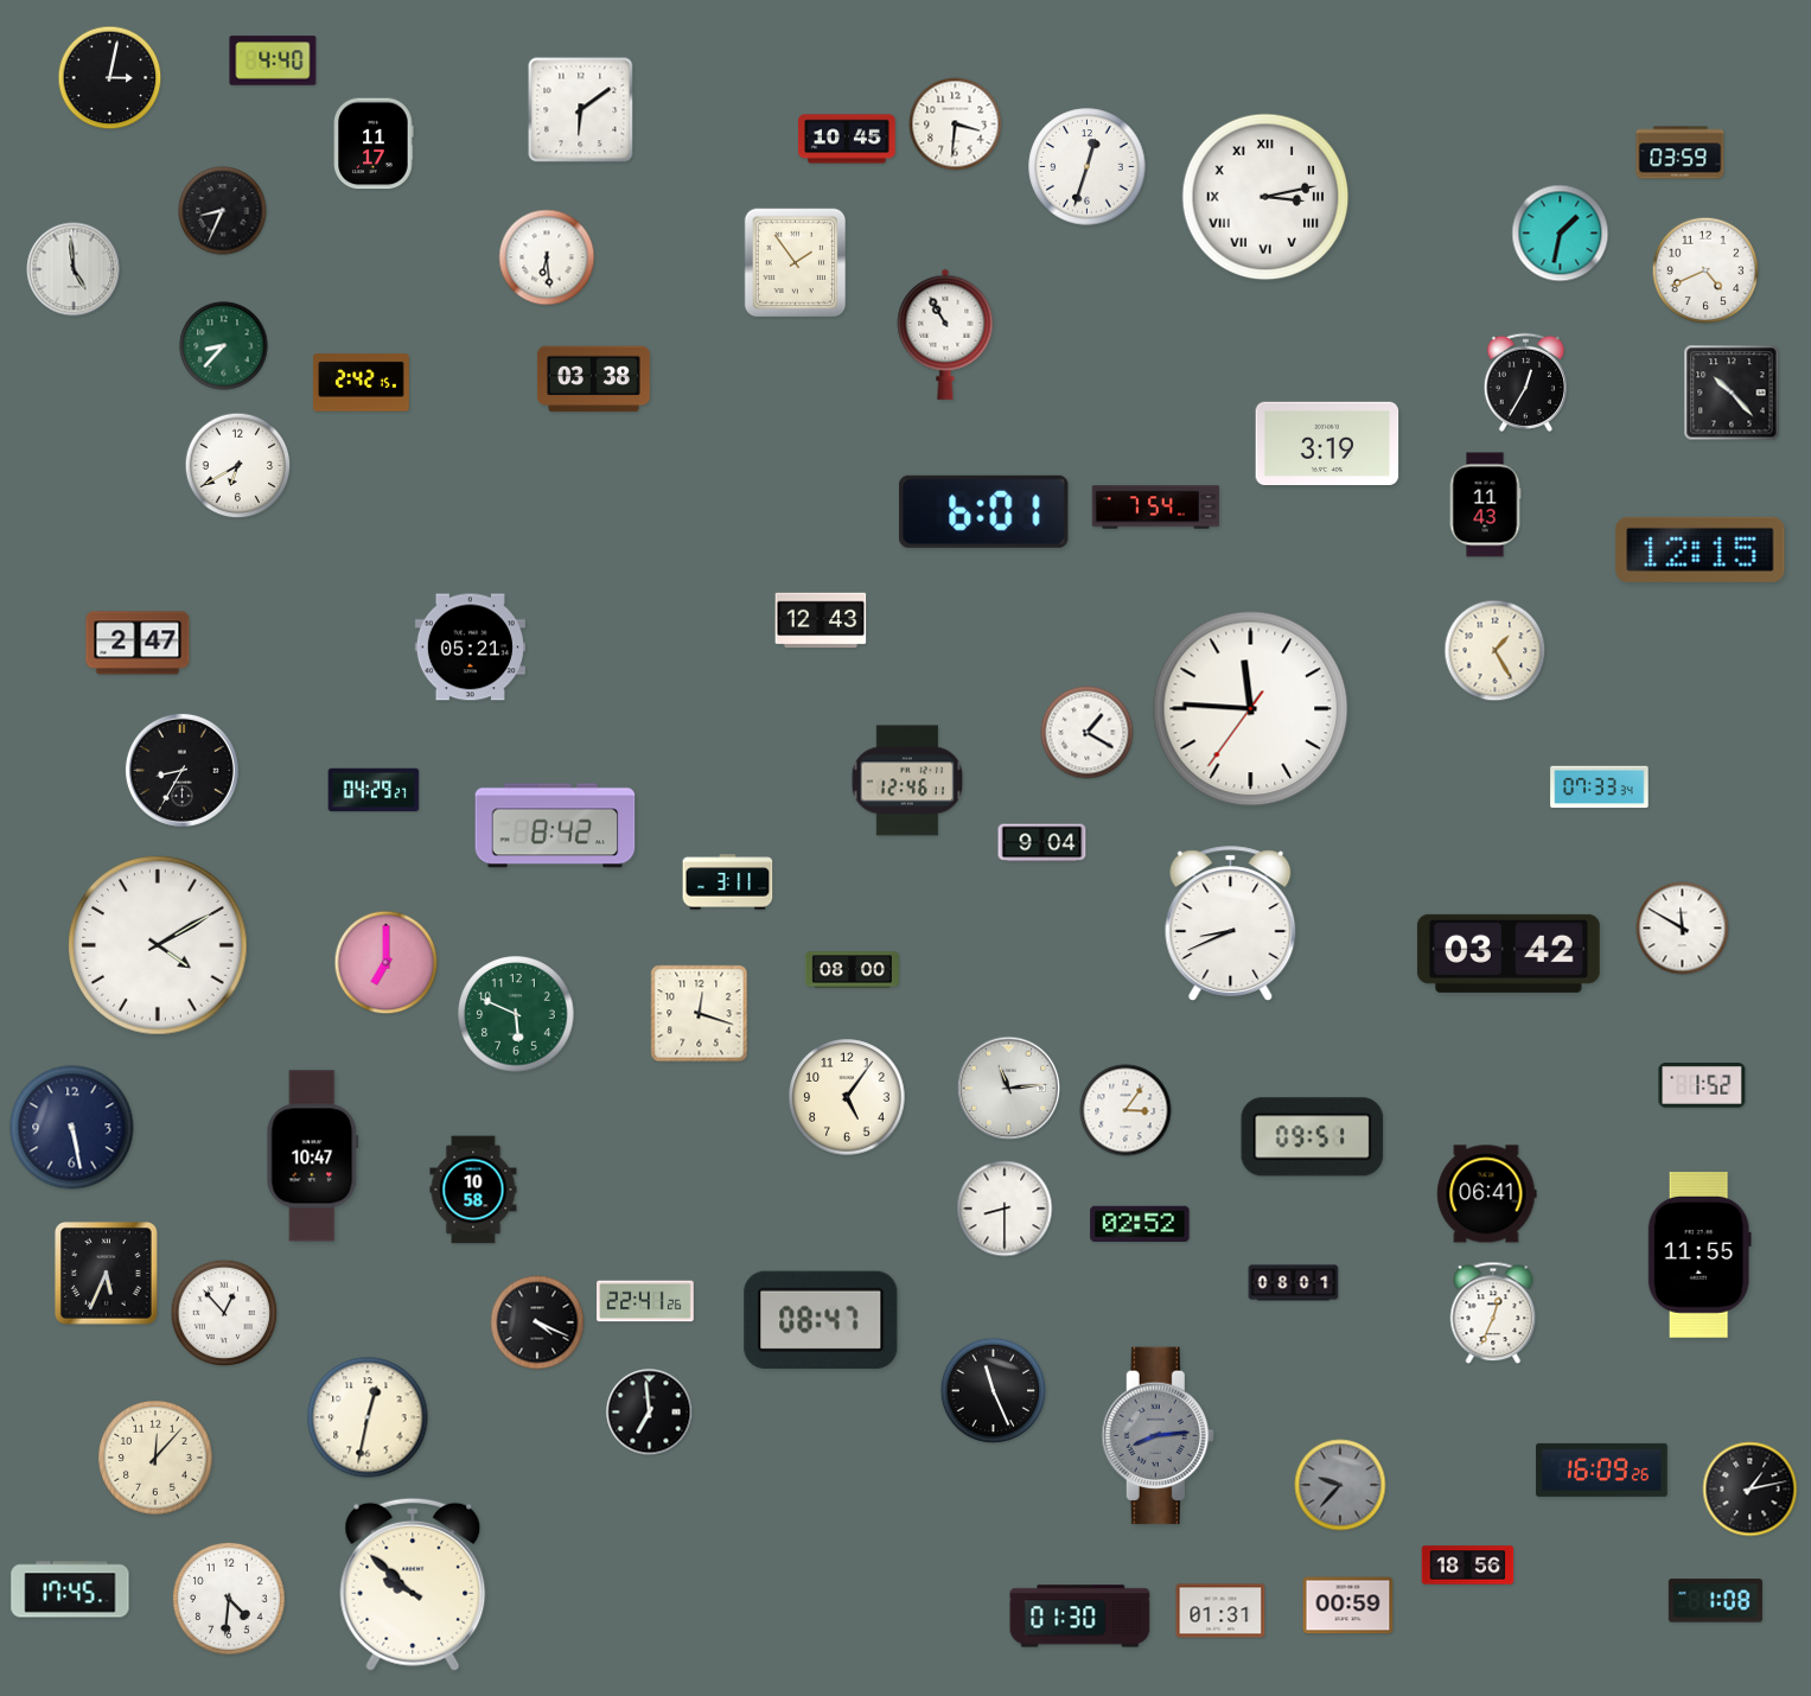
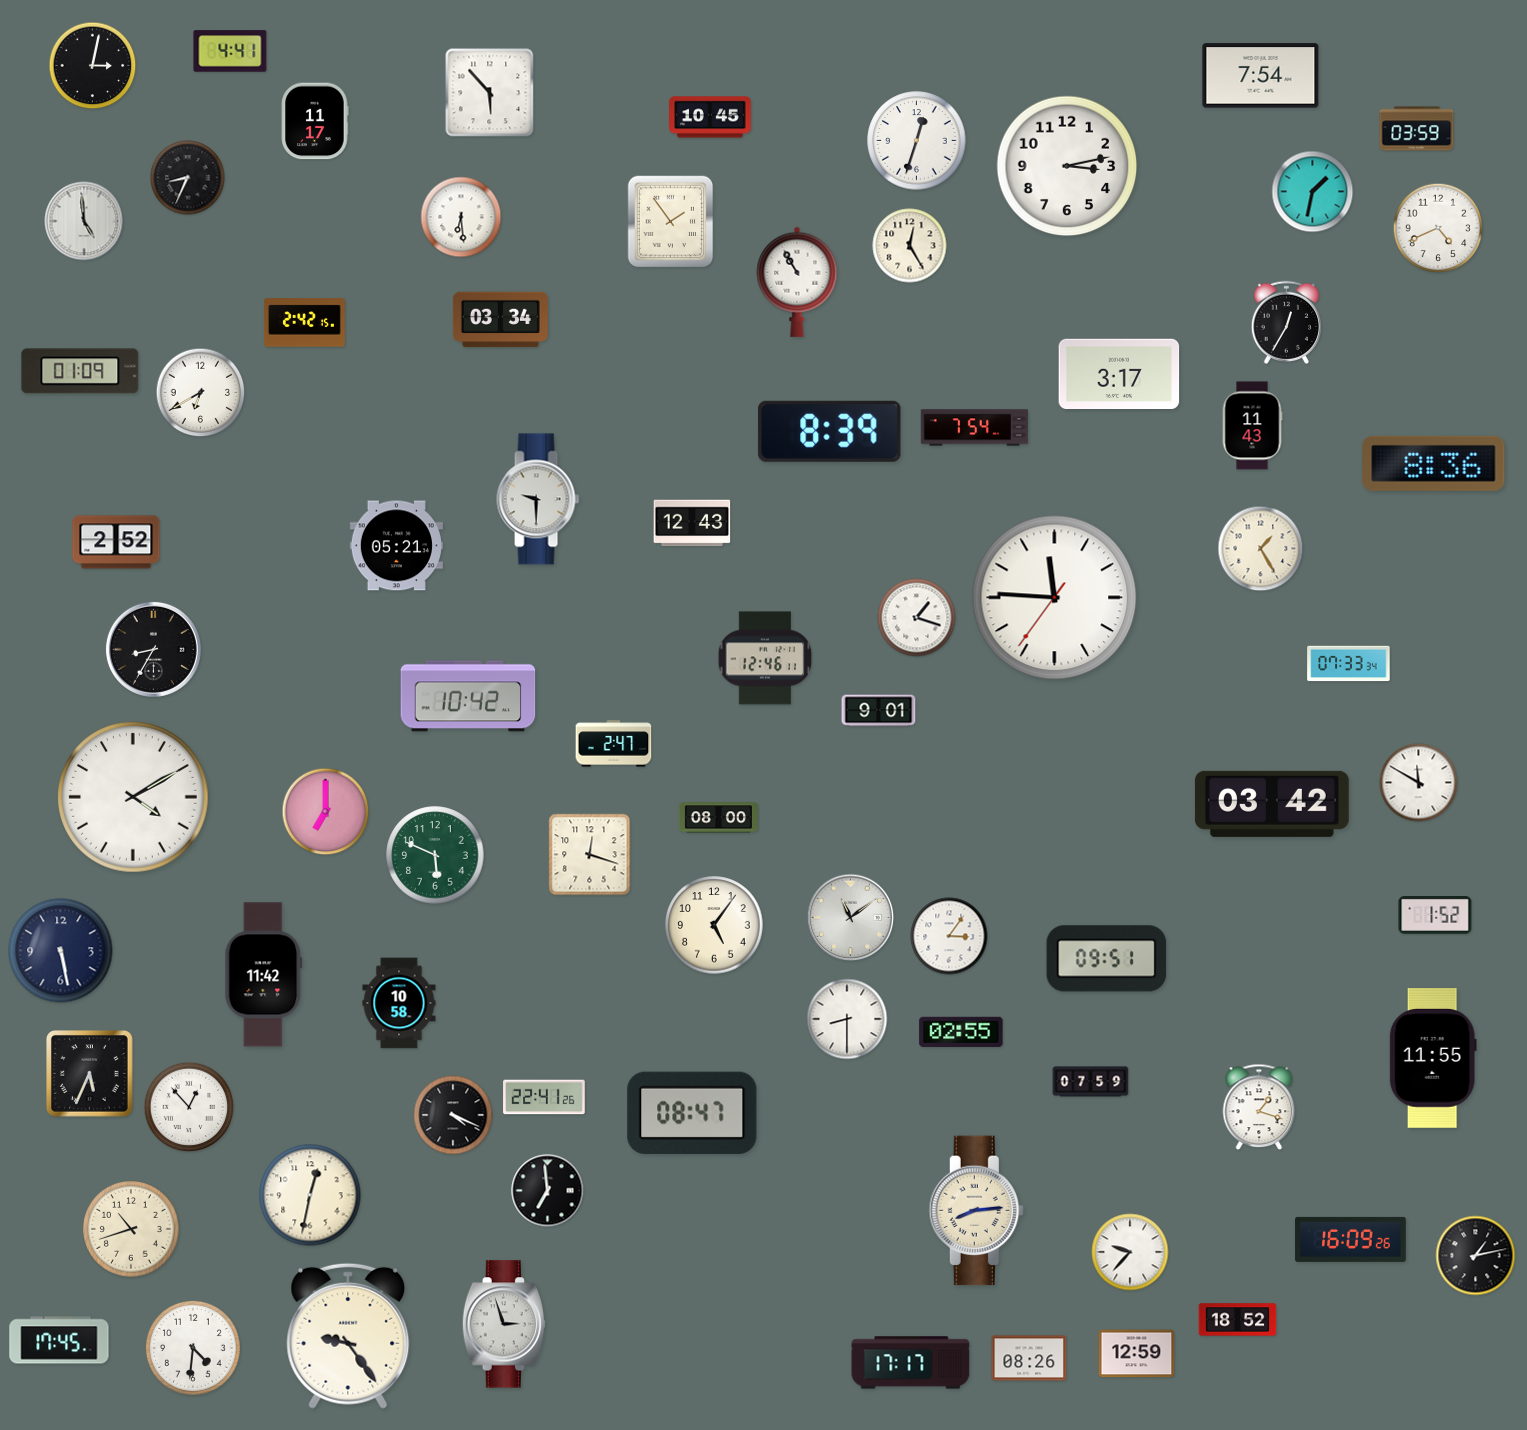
clock at (273, 60): 4:40 -> 4:41
clock at (1261, 76): none -> 7:54
clock at (581, 110): 6:09 -> 5:53
clock at (956, 125): 3:31 -> none
clock at (847, 139) position: (847, 139) -> (710, 117)
clock at (1265, 197) numerals: Roman -> Arabic
clock at (1561, 234) position: (1561, 234) -> (1313, 192)
clock at (74, 269) position: (74, 269) -> (84, 221)
clock at (910, 246): none -> 12:25
clock at (224, 346): 8:37 -> none
clock at (593, 380): 03:38 -> 03:34
clock at (1732, 393): 10:23 -> none
clock at (80, 371): none -> 01:09
clock at (1327, 442): 3:19 -> 3:17
clock at (984, 511): 6:01 -> 8:39
clock at (1701, 549): 12:15 -> 8:36
clock at (538, 499): none -> 9:30
clock at (138, 643): 2:47 -> 2:52
clock at (1088, 733): 1:20 -> 1:18
clock at (374, 790): 04:29 -> none
clock at (555, 825): 8:42 -> 10:42
clock at (1042, 843): 9:04 -> 9:01
clock at (728, 882): 3:11 -> 2:47
clock at (1231, 924): 8:41 -> none
clock at (1009, 1089): 11:14 -> 11:09
clock at (313, 1156): 10:47 -> 11:42
clock at (1487, 1194): 06:41 -> none
clock at (1140, 1223): 02:52 -> 02:55
clock at (1294, 1283): 08:01 -> 07:59
clock at (1493, 1313): 12:34 -> 1:18
clock at (994, 1391): 11:26 -> none
clock at (1158, 1436) dial: grey -> cream
clock at (155, 1458): 12:07 -> 10:42
clock at (1340, 1485) dial: grey -> white
clock at (1468, 1566): 18:56 -> 18:52
clock at (504, 1324): none -> 2:57
clock at (413, 1585): 9:52 -> 9:24
clock at (1715, 1601): 1:08 -> none
clock at (1348, 1606): 00:59 -> 12:59
clock at (1220, 1611): 01:31 -> 08:26
clock at (1080, 1617): 01:30 -> 17:17
